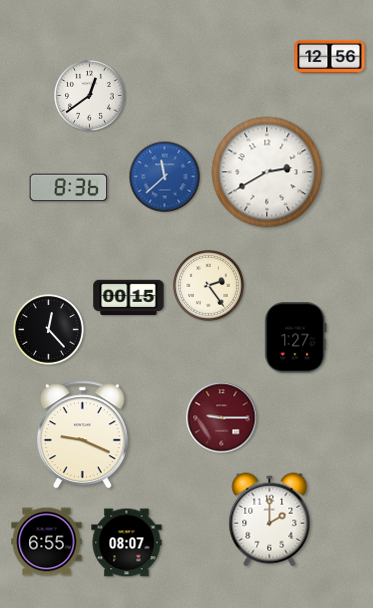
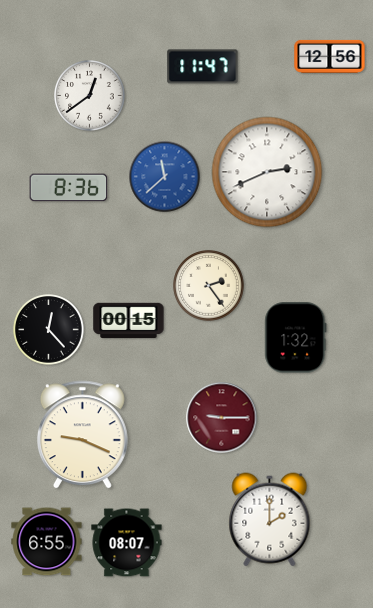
clock at (203, 67): none -> 11:47
clock at (267, 172): 2:40 -> 2:41
clock at (129, 298) position: (129, 298) -> (129, 321)
clock at (296, 338): 1:27 -> 1:32
